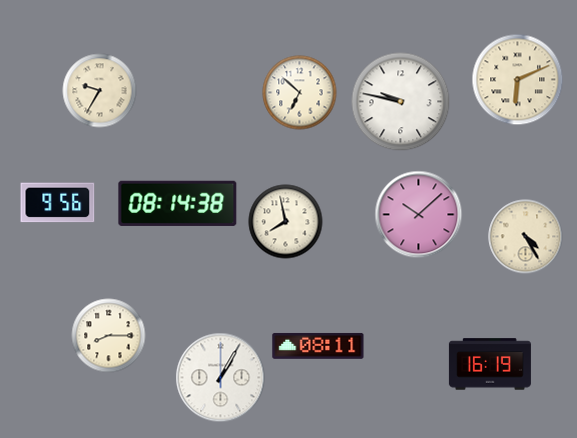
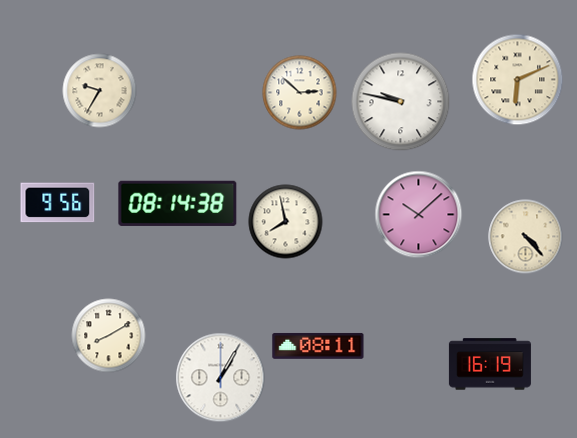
clock at (300, 93): 6:52 -> 2:52
clock at (526, 237): 4:25 -> 4:23
clock at (109, 336): 8:15 -> 8:10
